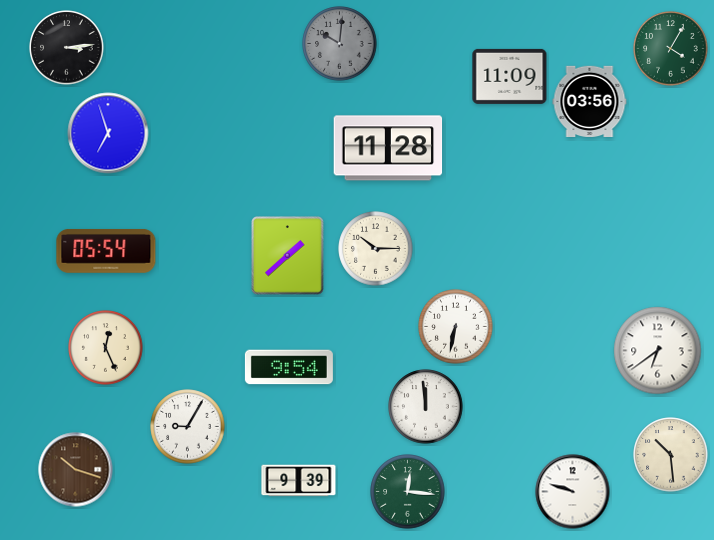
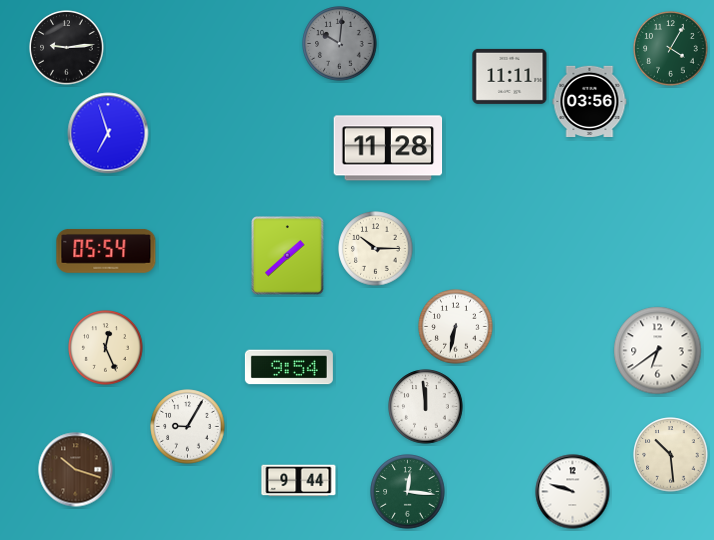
clock at (67, 48): 3:14 -> 9:14
clock at (510, 76): 11:09 -> 11:11
clock at (299, 481): 9:39 -> 9:44
